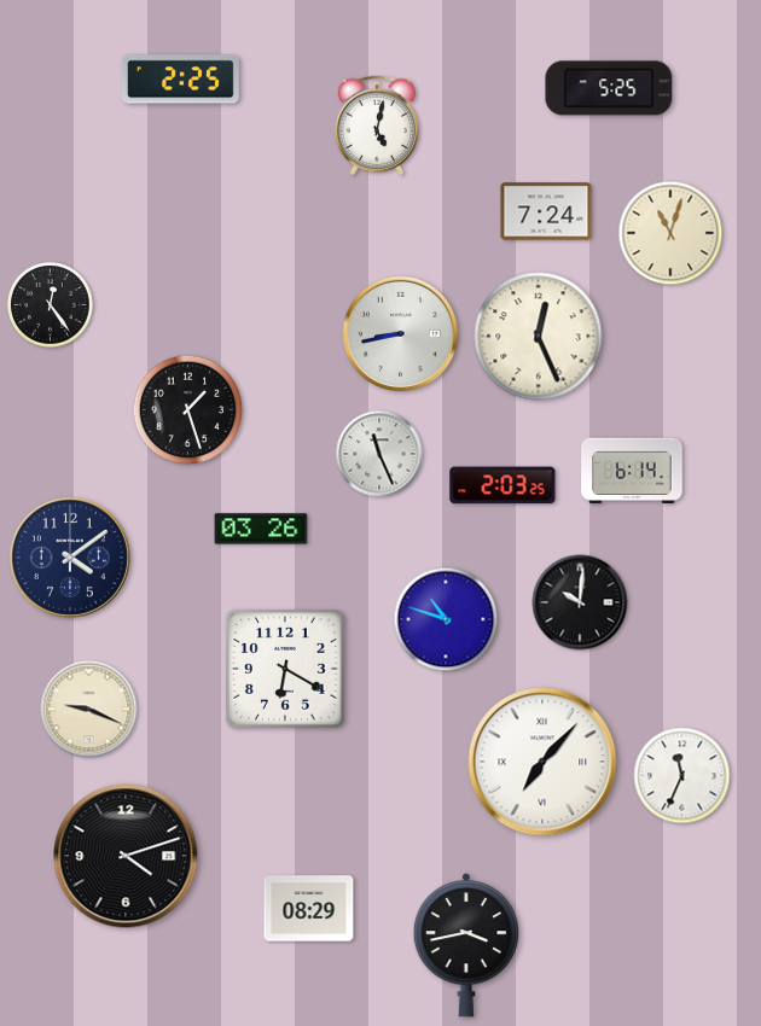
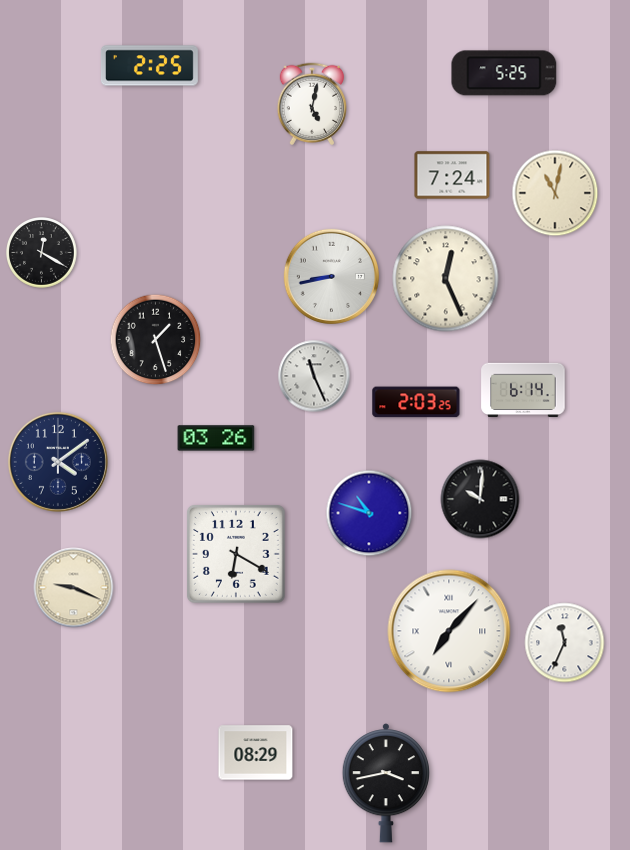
clock at (670, 233): 11:03 -> 11:02
clock at (51, 305): 12:24 -> 12:20
clock at (126, 856): 4:12 -> none
